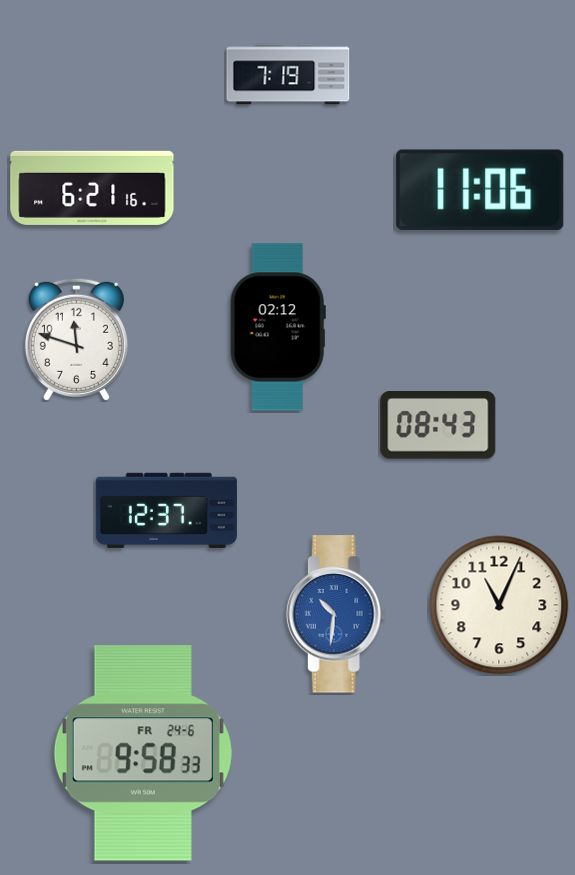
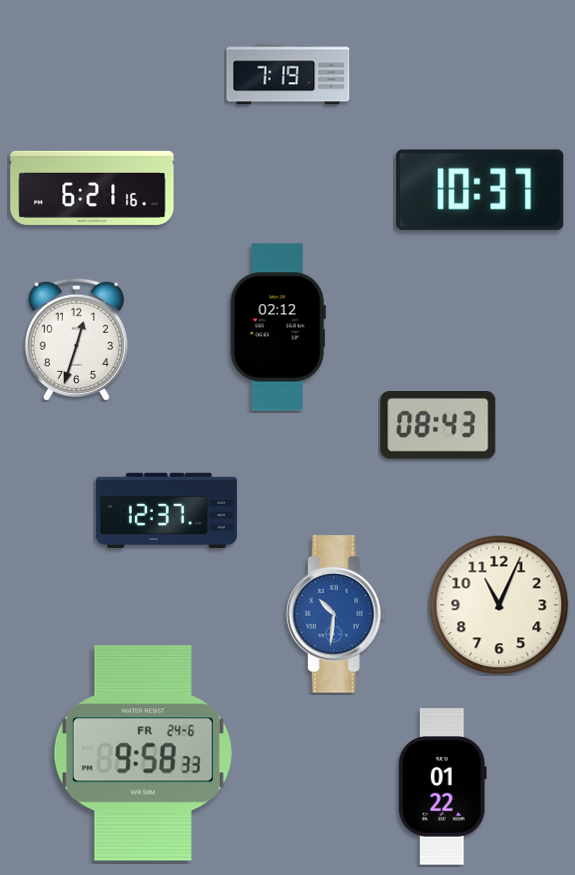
clock at (480, 190): 11:06 -> 10:37
clock at (76, 339): 11:48 -> 12:33
clock at (442, 787): none -> 01:22
